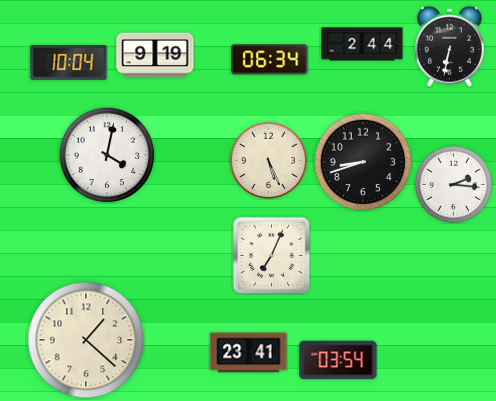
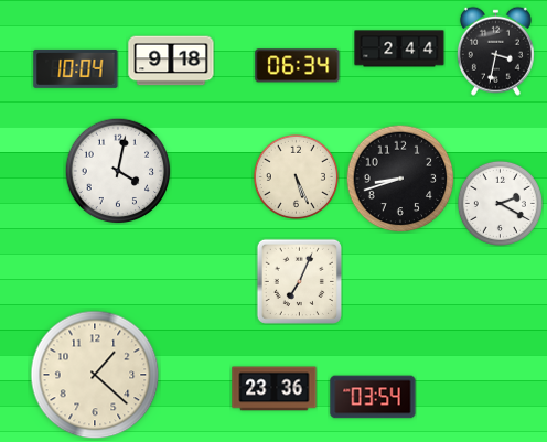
clock at (449, 46): 6:32 -> 3:32
clock at (155, 55): 9:19 -> 9:18
clock at (453, 184): 2:16 -> 2:20
clock at (249, 353): 23:41 -> 23:36
